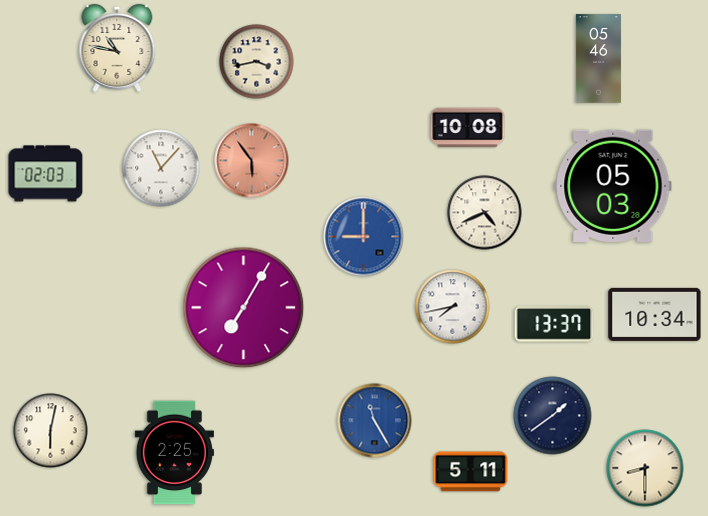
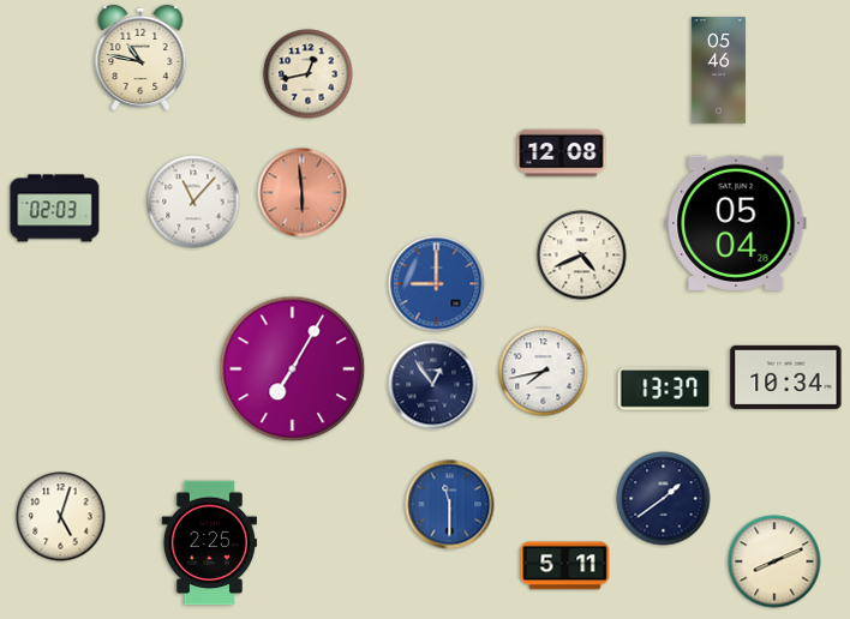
clock at (257, 62): 3:43 -> 12:43
clock at (468, 128): 10:08 -> 12:08
clock at (252, 161): 5:54 -> 5:59
clock at (613, 186): 05:03 -> 05:04
clock at (453, 307) position: (453, 307) -> (544, 372)
clock at (433, 385): none -> 12:54
clock at (375, 421): 11:25 -> 11:30
clock at (51, 431): 6:02 -> 5:03
clock at (645, 468): 8:30 -> 8:11
